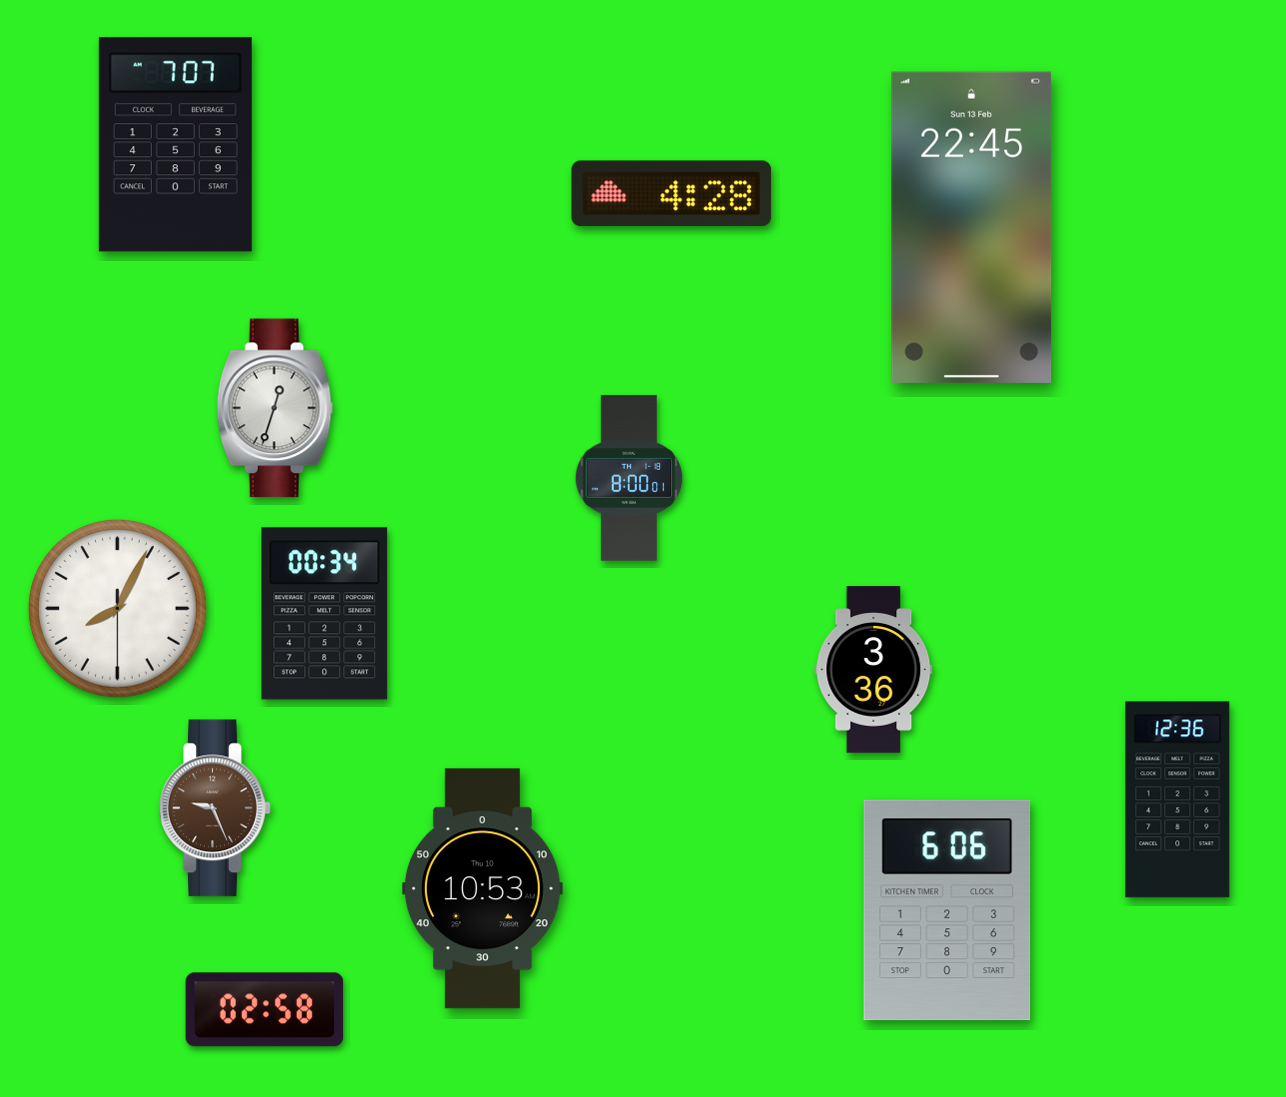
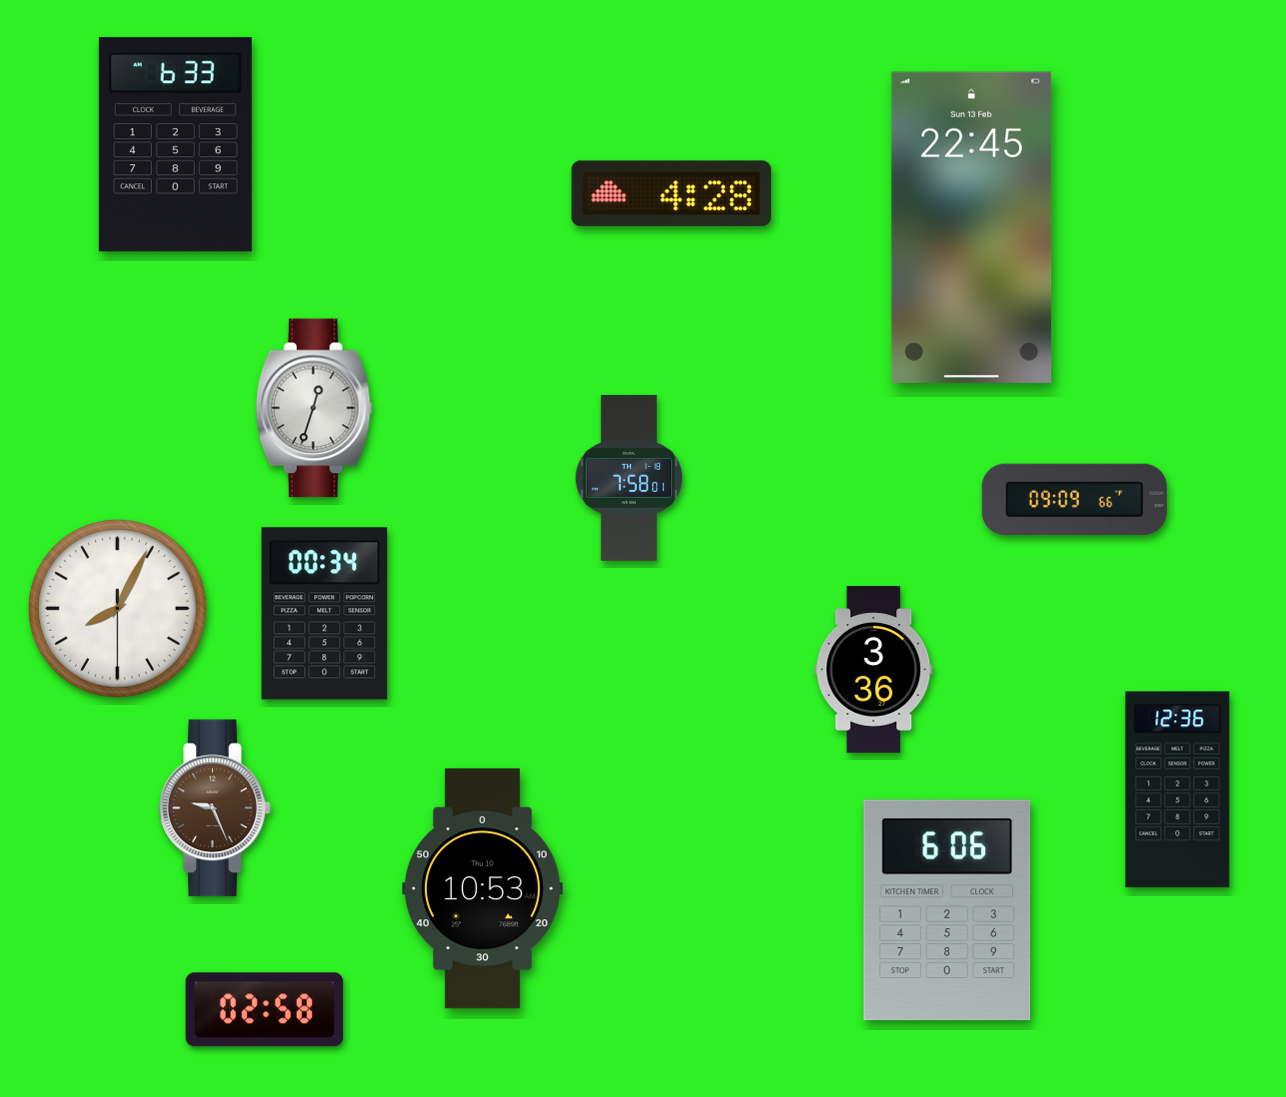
clock at (175, 145): 7:07 -> 6:33
clock at (275, 408) position: (275, 408) -> (314, 408)
clock at (629, 478): 8:00 -> 7:58
clock at (1074, 499): none -> 09:09
clock at (1178, 800) position: (1178, 800) -> (1178, 790)
